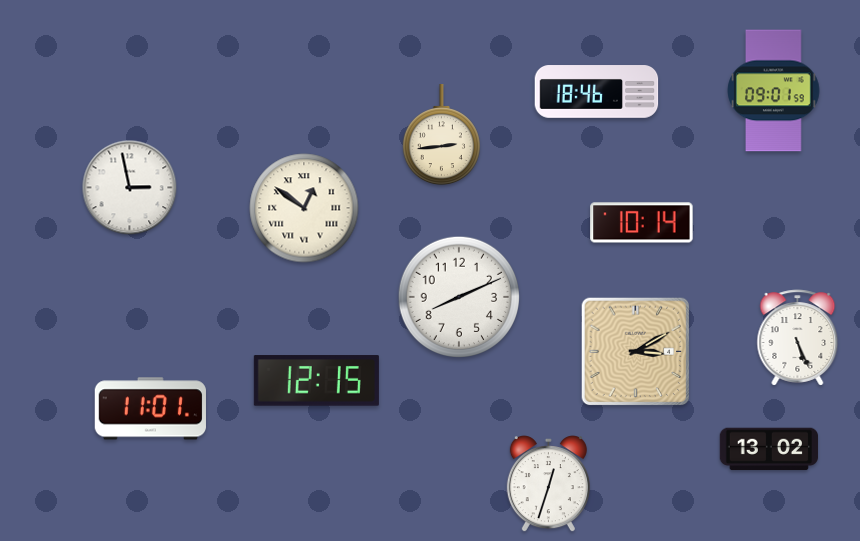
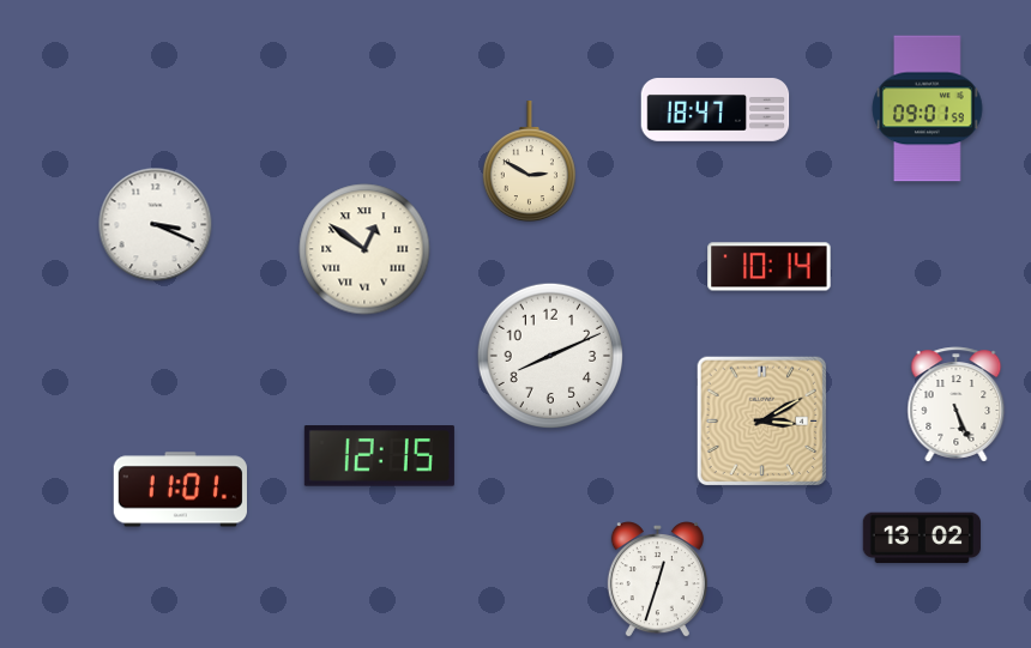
clock at (597, 92): 18:46 -> 18:47
clock at (441, 136): 2:44 -> 2:50
clock at (130, 188): 2:58 -> 3:19
